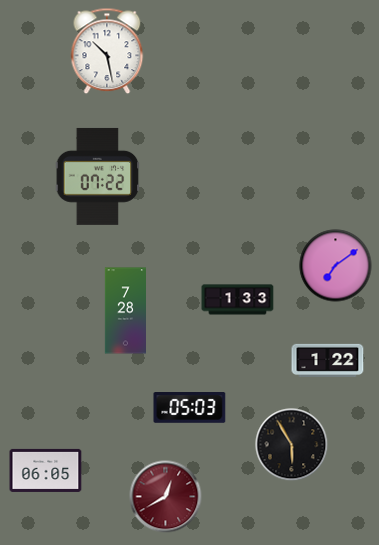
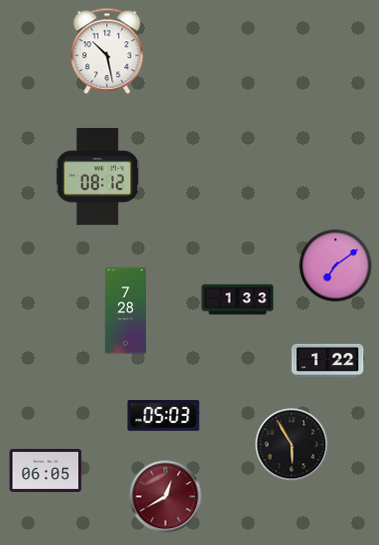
clock at (98, 176): 07:22 -> 08:12
clock at (190, 408) position: (190, 408) -> (164, 416)
